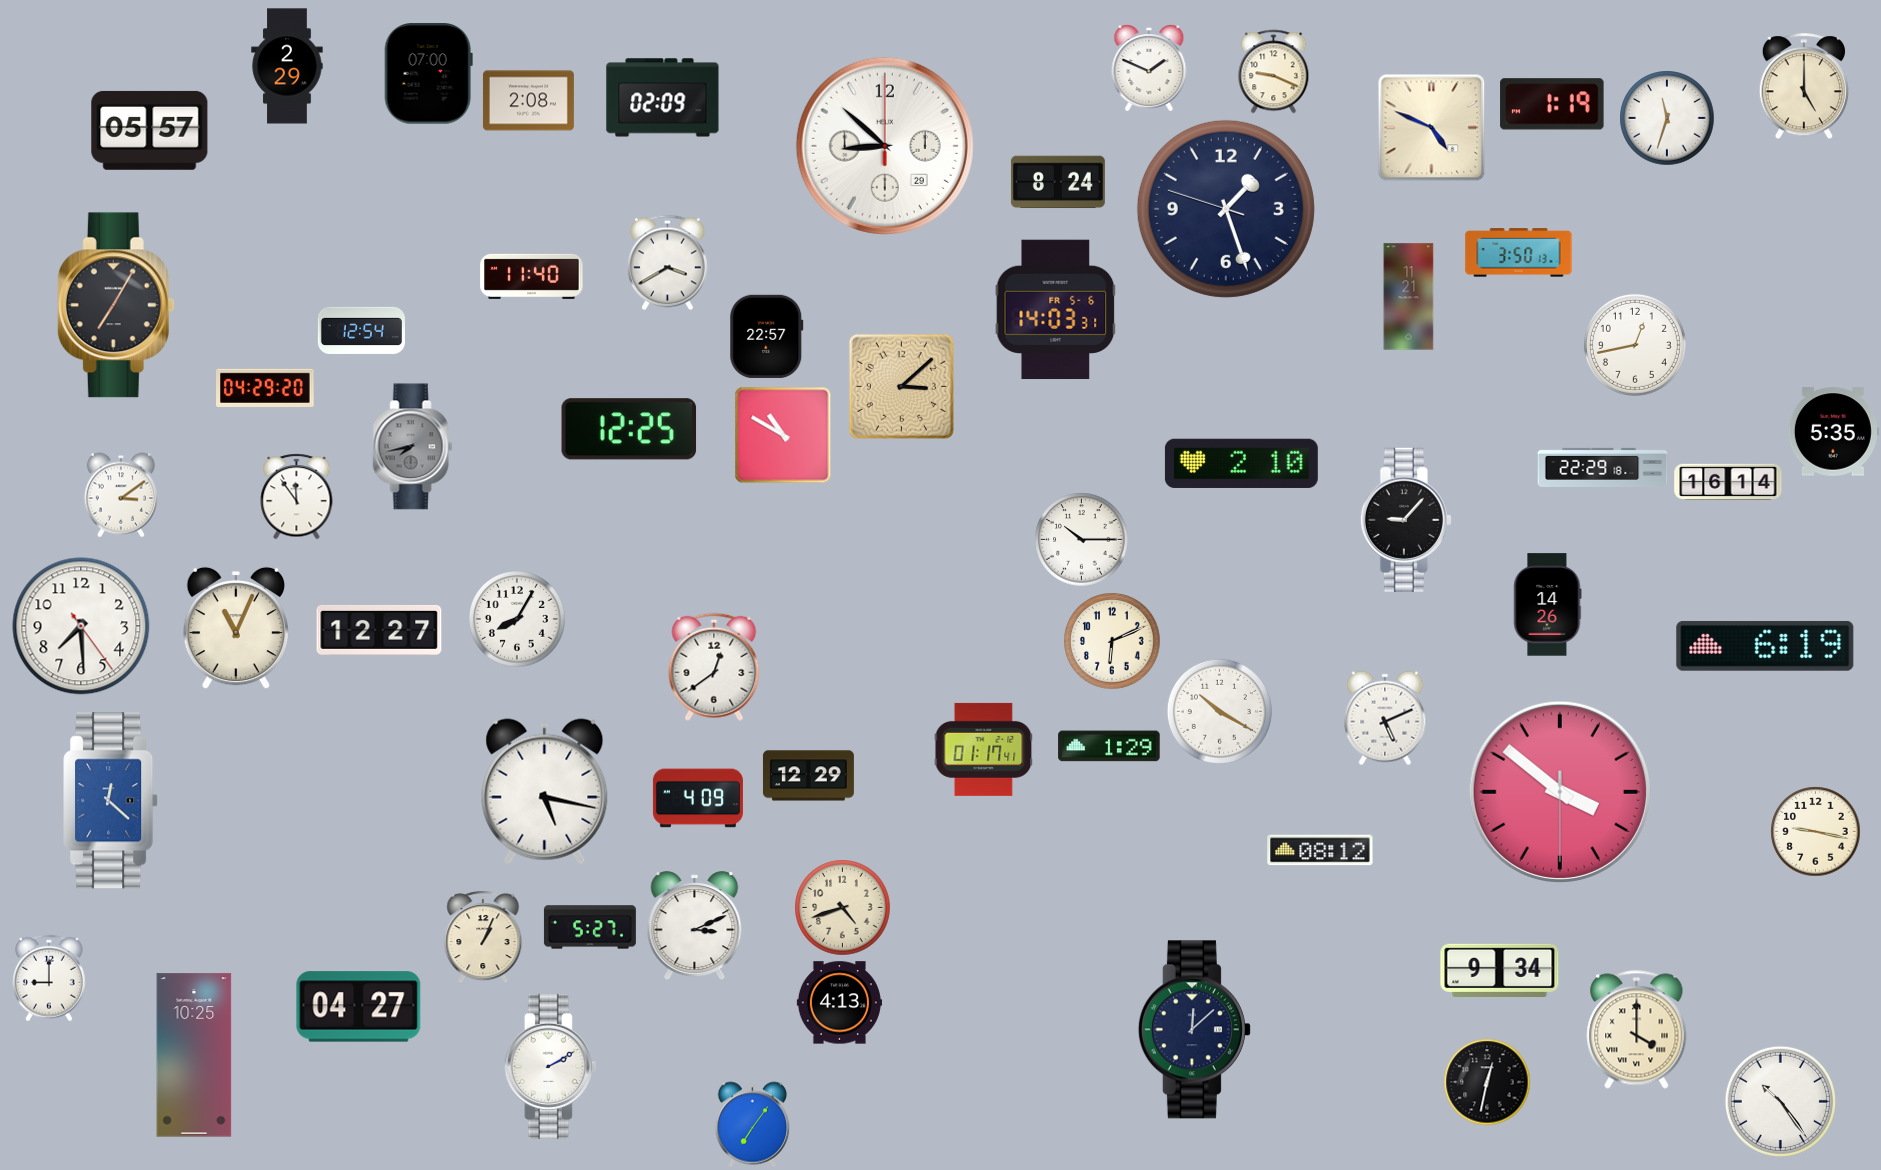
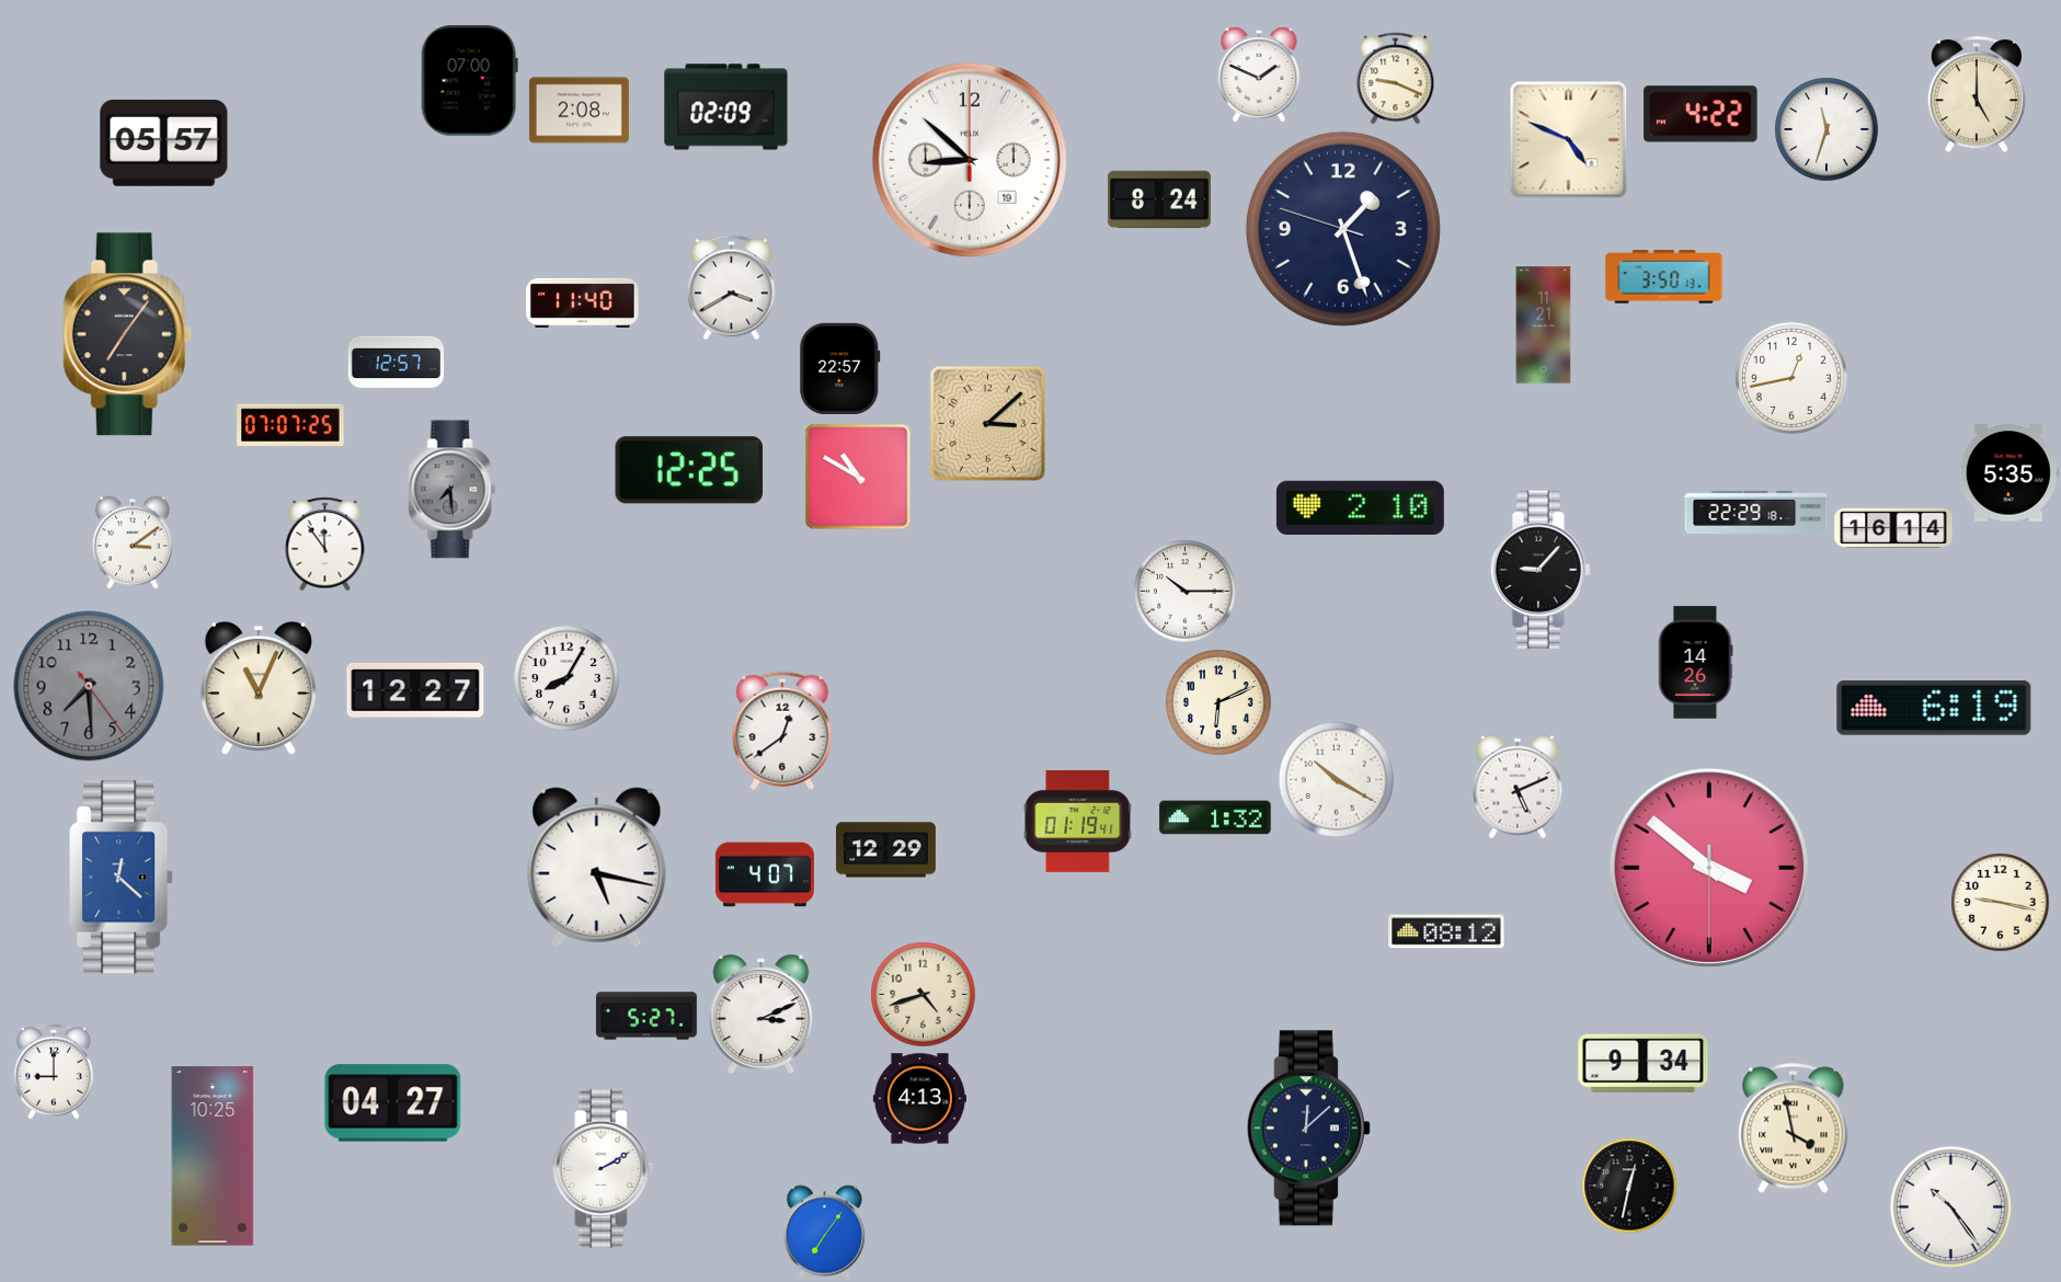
clock at (287, 66): 2:29 -> none
clock at (1552, 104): 1:19 -> 4:22
clock at (885, 146) date: 29 -> 19
clock at (116, 305): 7:05 -> 7:06
clock at (1056, 310): 14:03 -> none
clock at (361, 330): 12:54 -> 12:57
clock at (265, 388): 04:29 -> 07:07
clock at (413, 447): 7:43 -> 7:29
clock at (81, 626) dial: white -> grey
clock at (1109, 746): 1:29 -> 1:32
clock at (983, 749): 01:17 -> 01:19
clock at (698, 798): 4:09 -> 4:07
clock at (1815, 831) position: (1815, 831) -> (2000, 902)
clock at (483, 937): 1:04 -> none
clock at (1637, 1030): 4:00 -> 3:58
